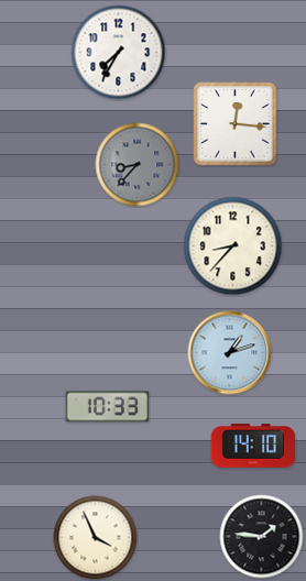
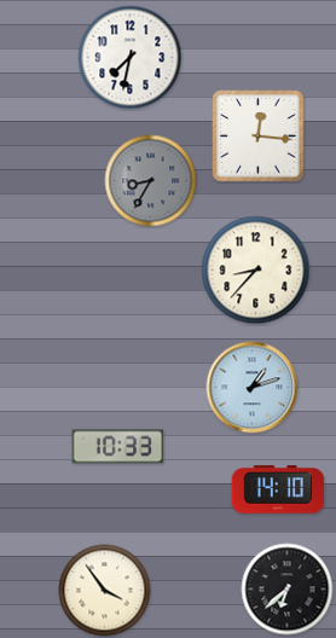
clock at (119, 53): 7:35 -> 7:32
clock at (138, 165): 8:37 -> 8:35
clock at (262, 537): 1:46 -> 6:38
clock at (96, 538): 3:56 -> 3:54
